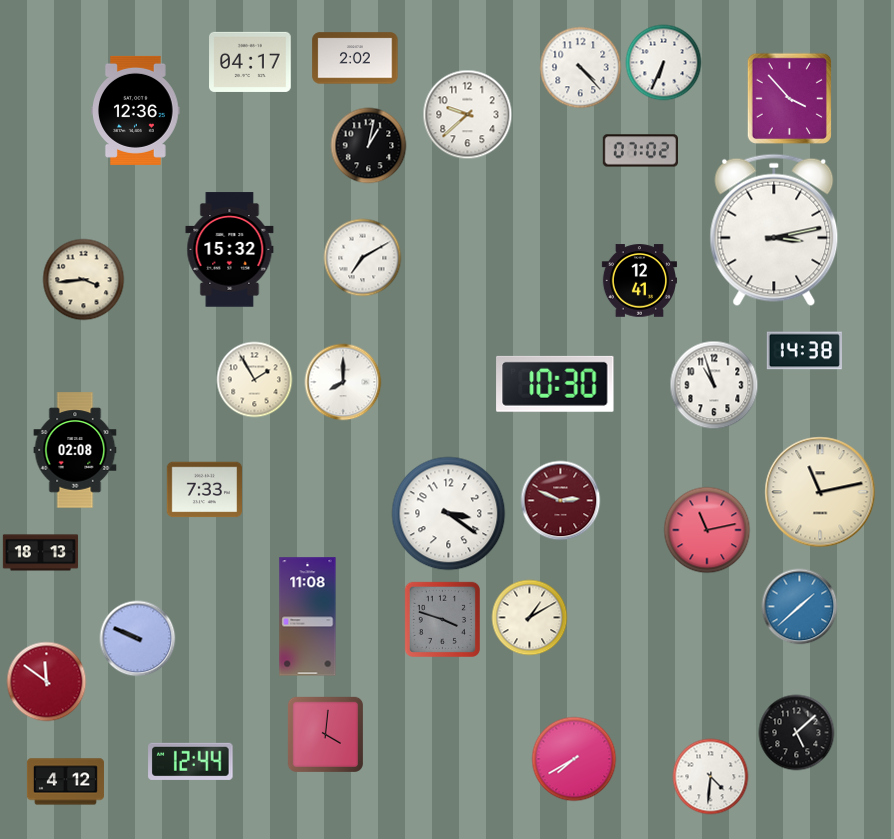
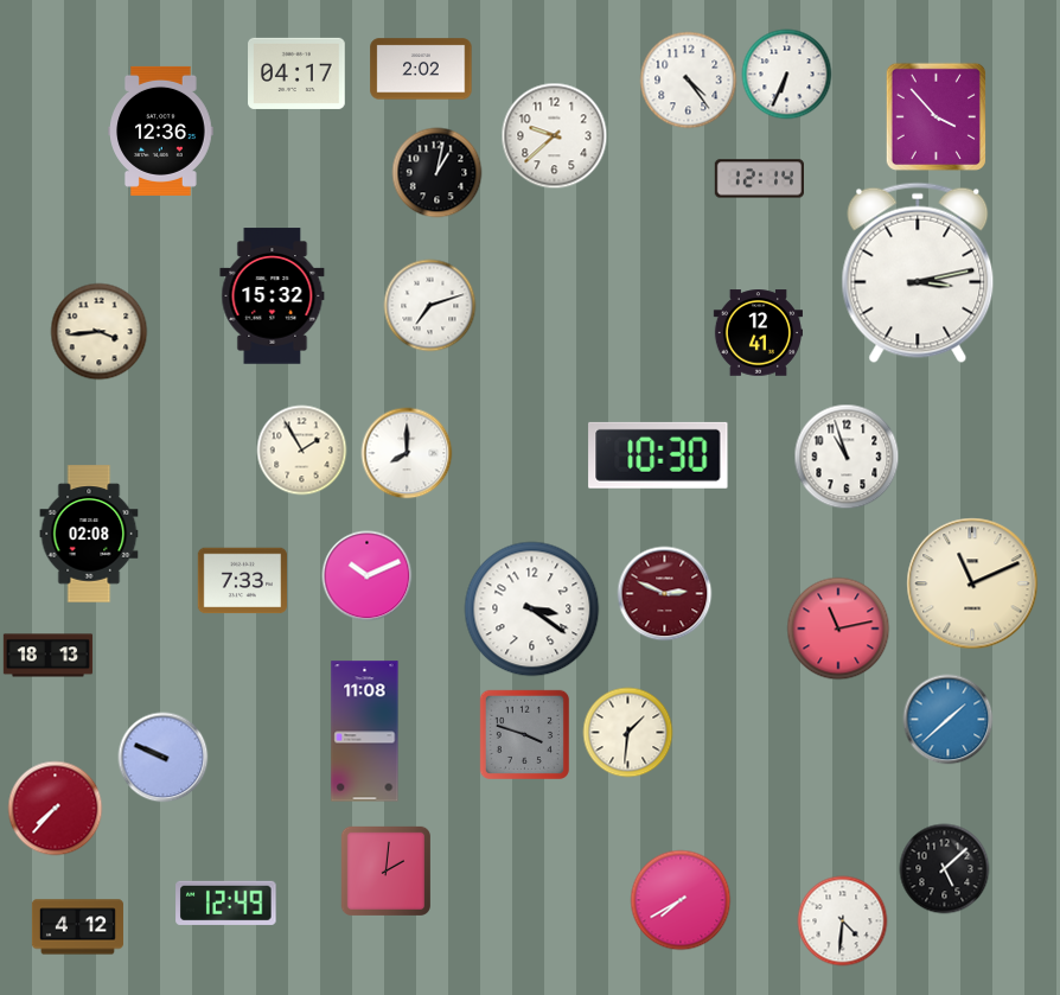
clock at (581, 68): 4:23 -> 4:24
clock at (640, 151): 07:02 -> 12:14
clock at (363, 258): 7:10 -> 7:12
clock at (804, 351): 14:38 -> none
clock at (368, 576): none -> 10:11
clock at (820, 492): 11:13 -> 11:11
clock at (530, 618): 1:10 -> 1:31
clock at (47, 682): 11:51 -> 7:37
clock at (325, 734): 4:01 -> 2:01
clock at (191, 761): 12:44 -> 12:49
